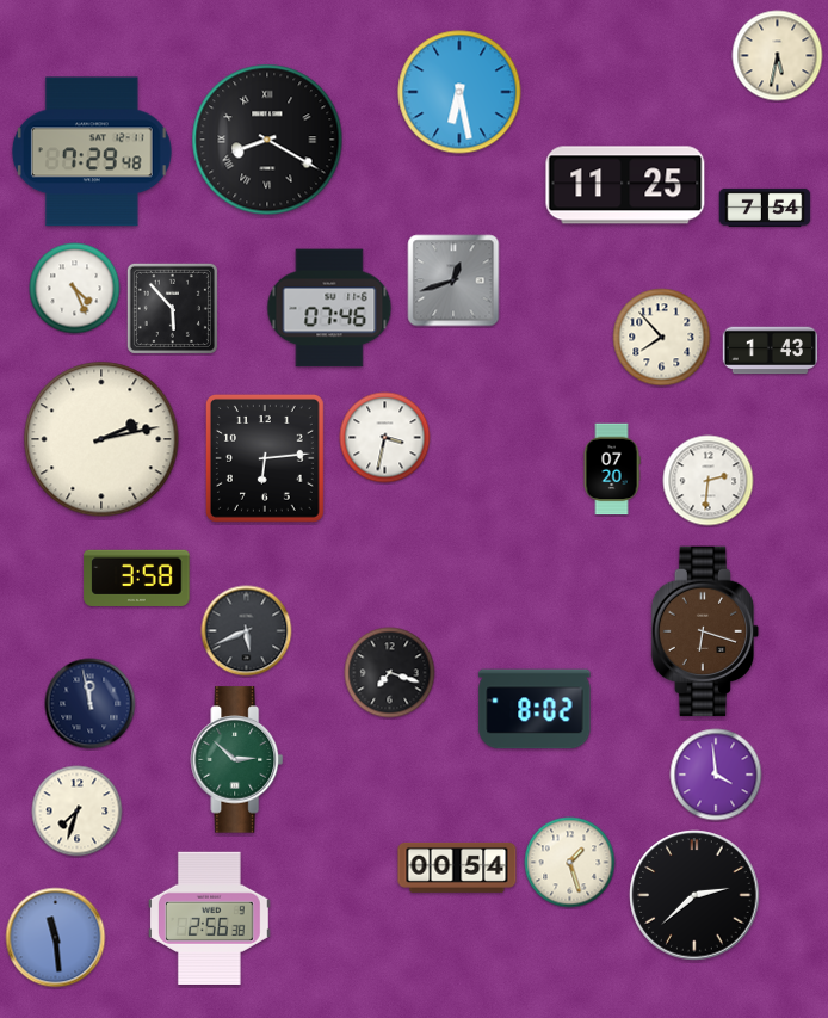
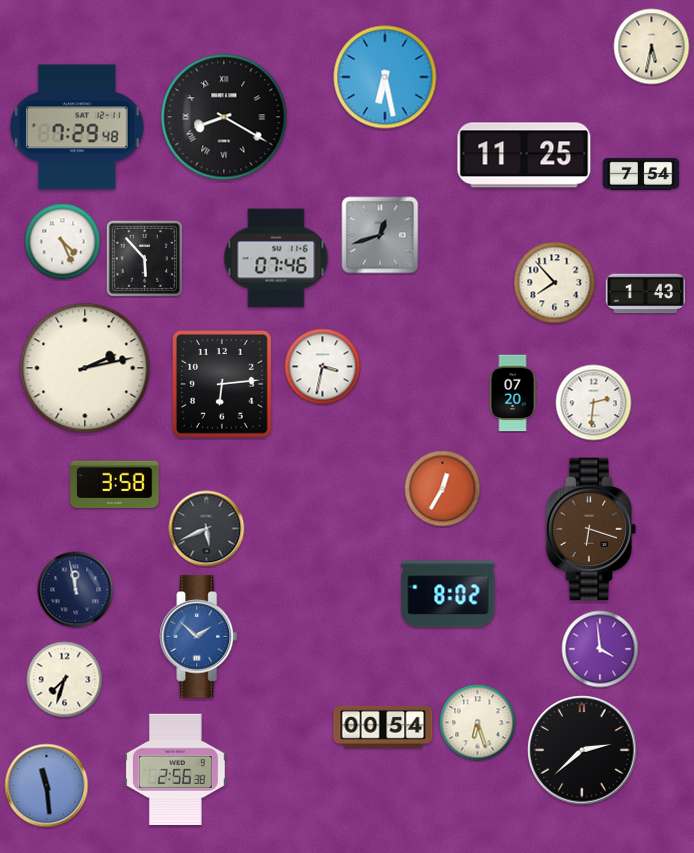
clock at (443, 489): none -> 12:35
clock at (390, 673): 7:18 -> none
clock at (237, 760): 2:52 -> 1:52
clock at (237, 760) dial: green -> blue
clock at (570, 863): 1:27 -> 6:27
